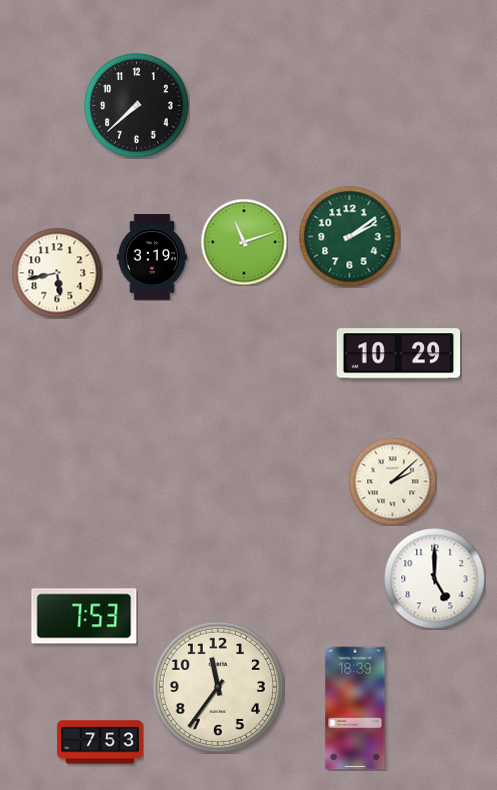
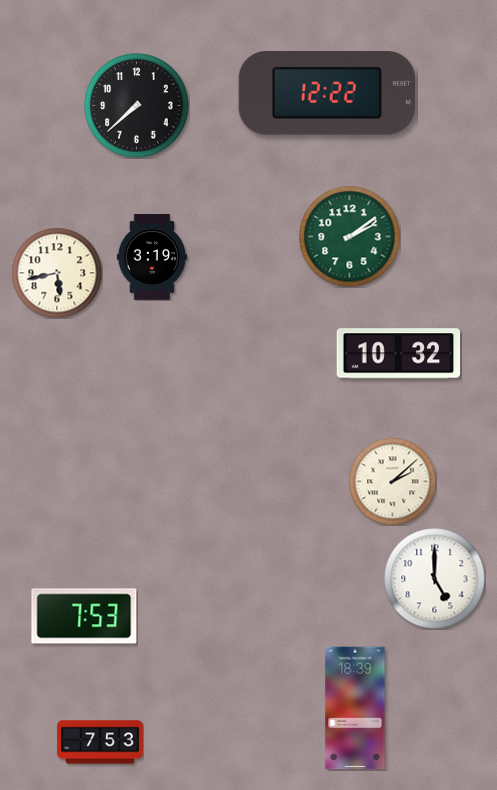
clock at (327, 94): none -> 12:22
clock at (244, 242): 11:12 -> none
clock at (399, 354): 10:29 -> 10:32
clock at (218, 687): 11:36 -> none
